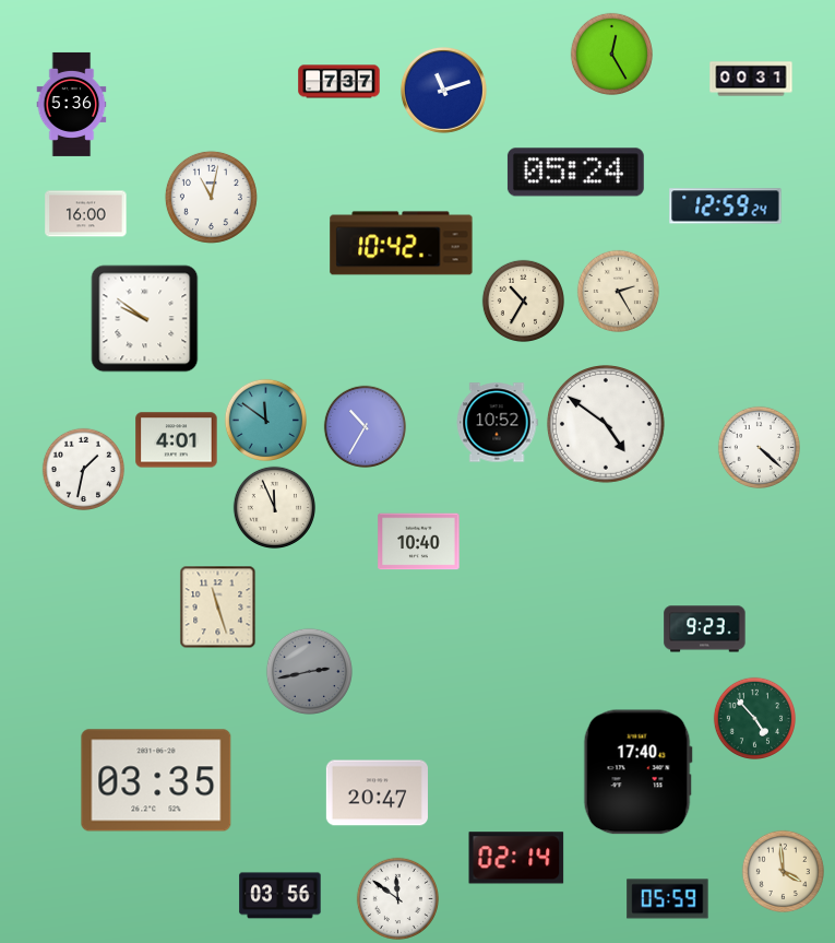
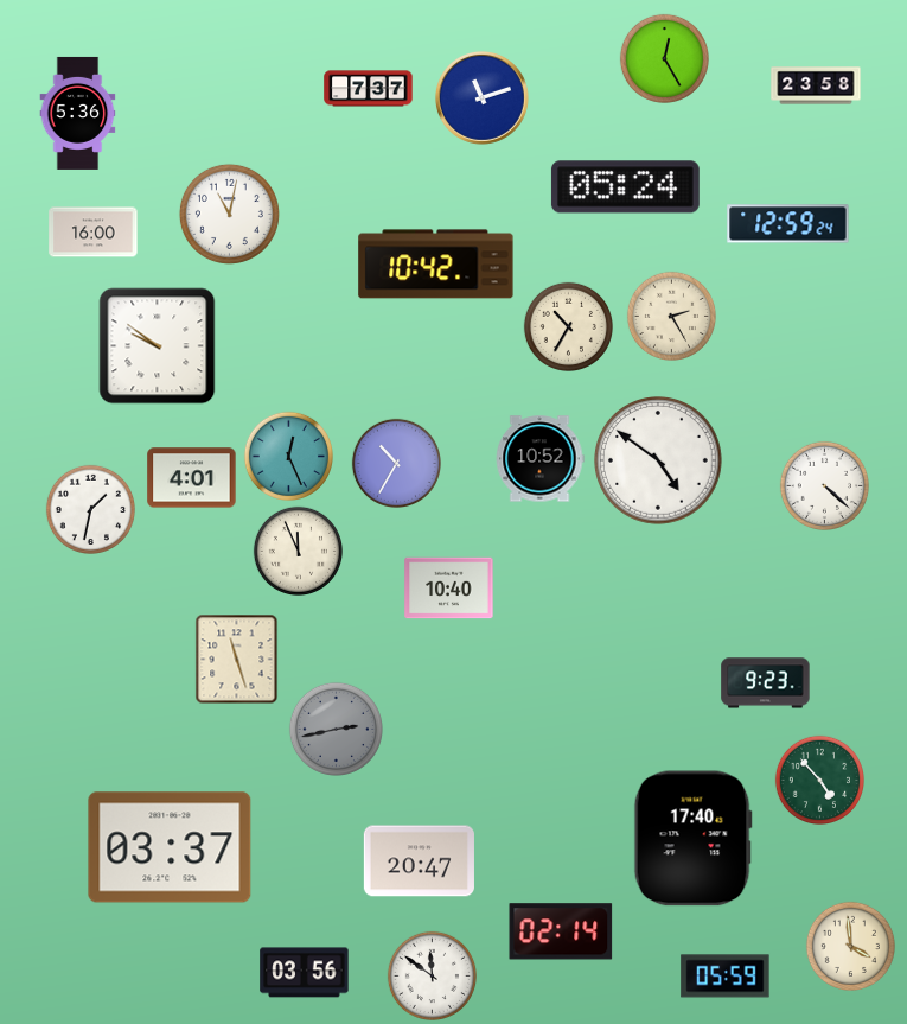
clock at (751, 79): 00:31 -> 23:58
clock at (265, 420): 11:51 -> 12:26
clock at (419, 542) position: (419, 542) -> (449, 589)
clock at (156, 780): 03:35 -> 03:37
clock at (377, 793) position: (377, 793) -> (419, 861)
